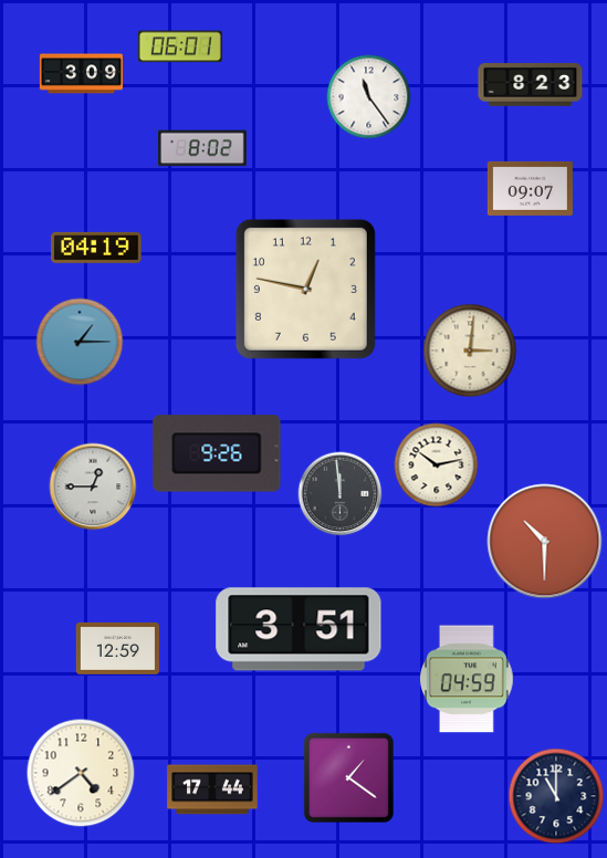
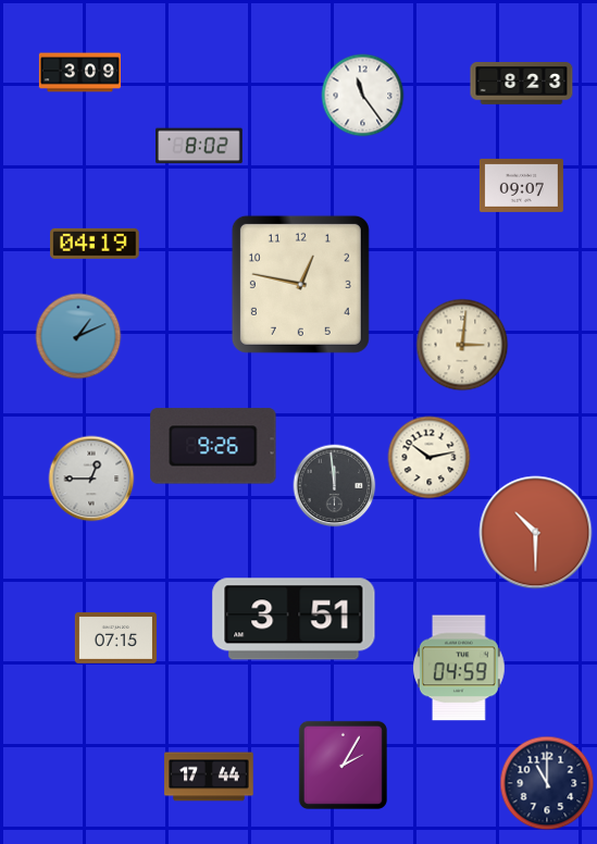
clock at (180, 46): 06:01 -> none
clock at (80, 342): 1:15 -> 1:11
clock at (117, 648): 12:59 -> 07:15
clock at (81, 773): 4:39 -> none
clock at (348, 777): 1:21 -> 2:05
